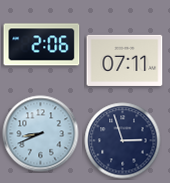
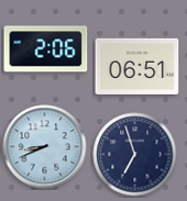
clock at (125, 60): 07:11 -> 06:51
clock at (123, 141): 2:57 -> 6:57
